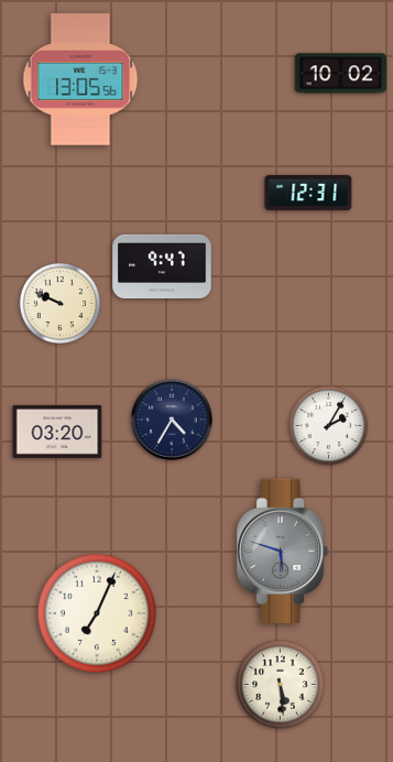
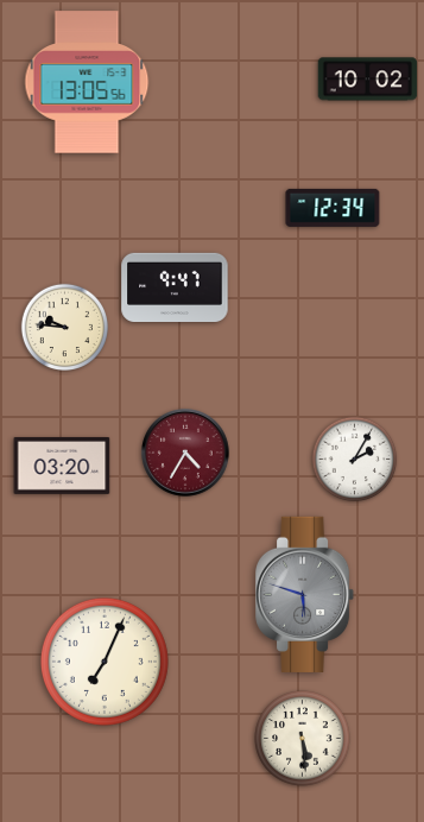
clock at (80, 79) position: (80, 79) -> (87, 82)
clock at (308, 193): 12:31 -> 12:34
clock at (61, 304): 9:49 -> 9:46
clock at (172, 420) dial: navy -> burgundy
